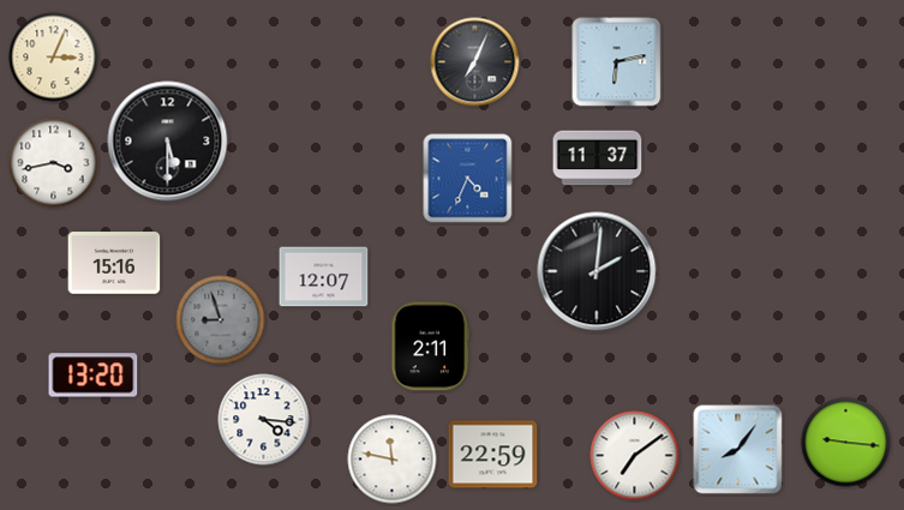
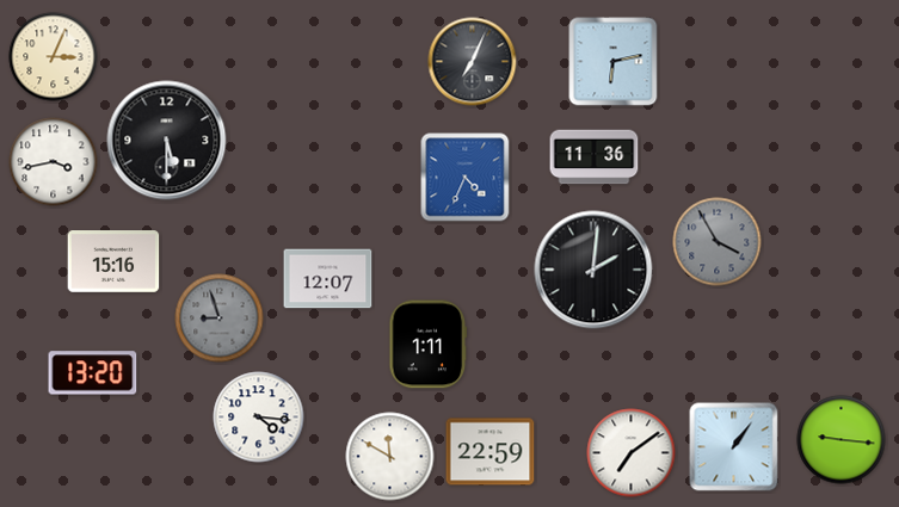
clock at (598, 158): 11:37 -> 11:36
clock at (718, 242): none -> 3:55
clock at (324, 277) position: (324, 277) -> (328, 279)
clock at (431, 347): 2:11 -> 1:11
clock at (264, 420) position: (264, 420) -> (259, 418)
clock at (738, 450): 8:06 -> 1:06
clock at (393, 460): 11:47 -> 11:50
